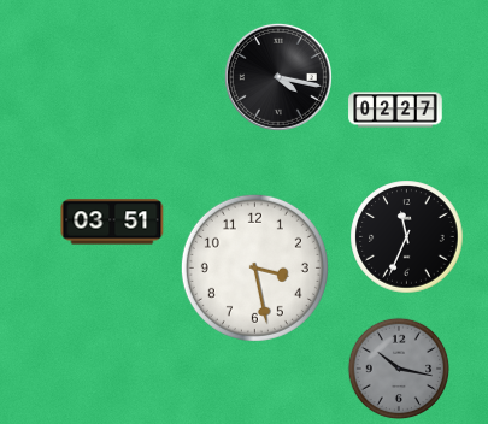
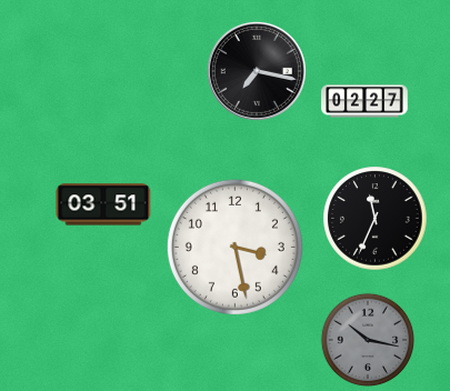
clock at (278, 77): 4:17 -> 7:17
